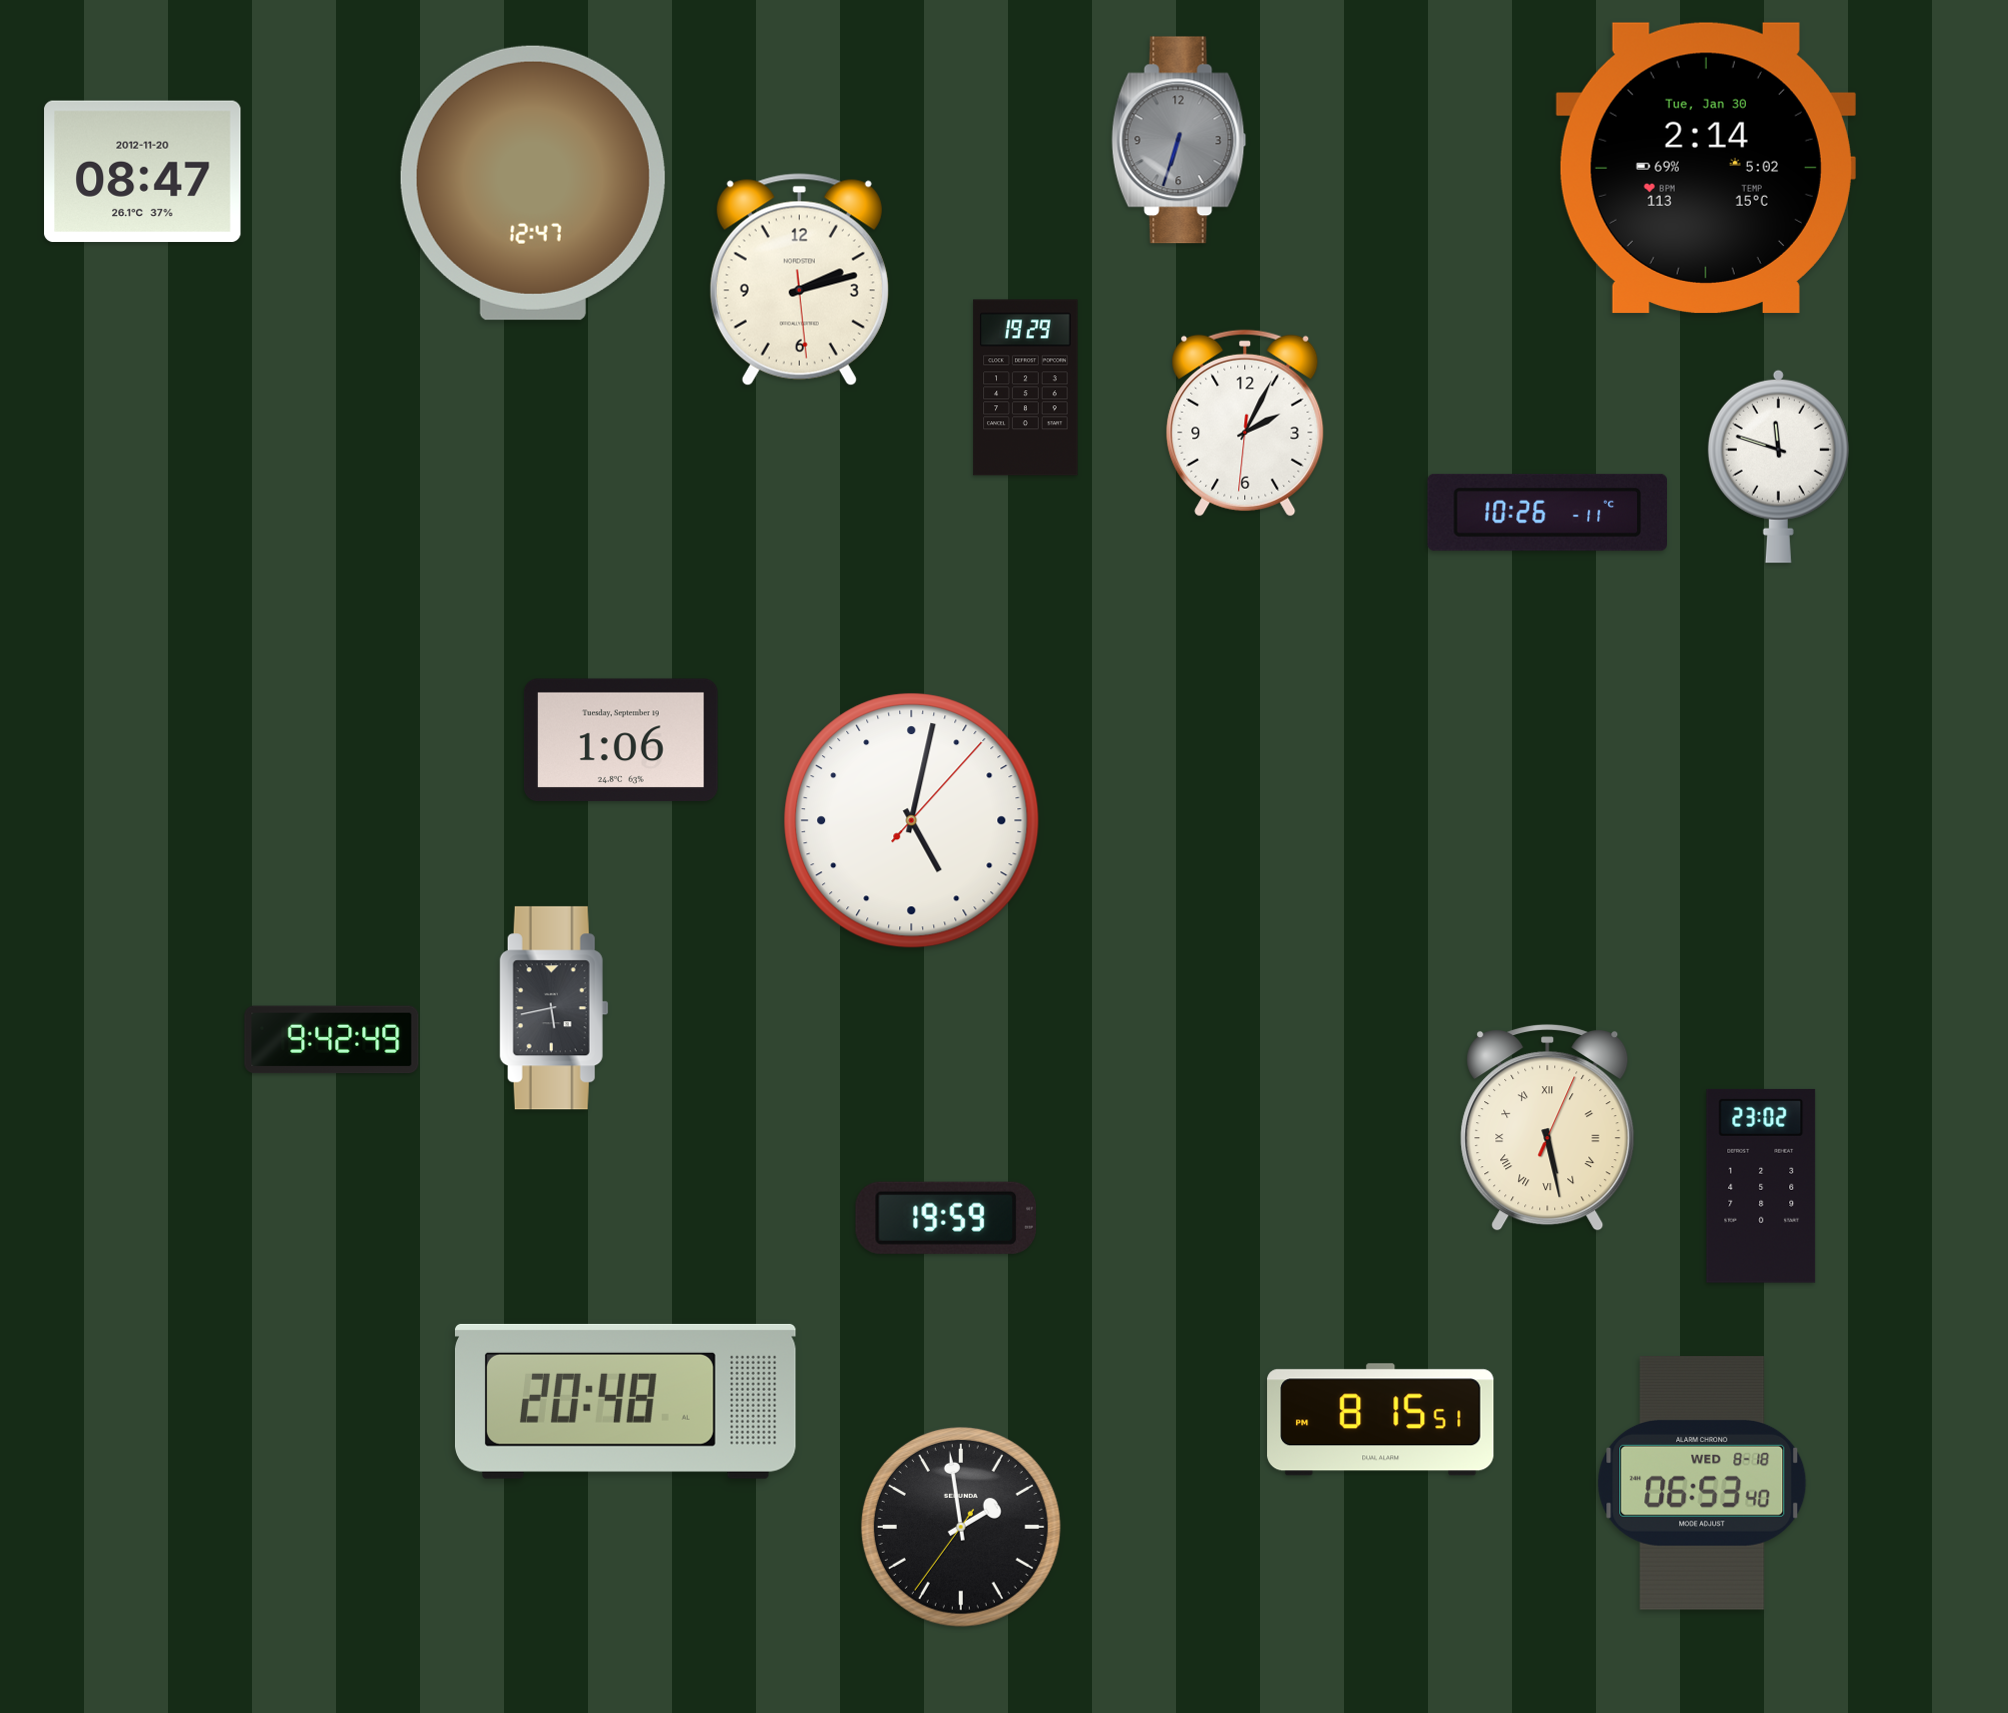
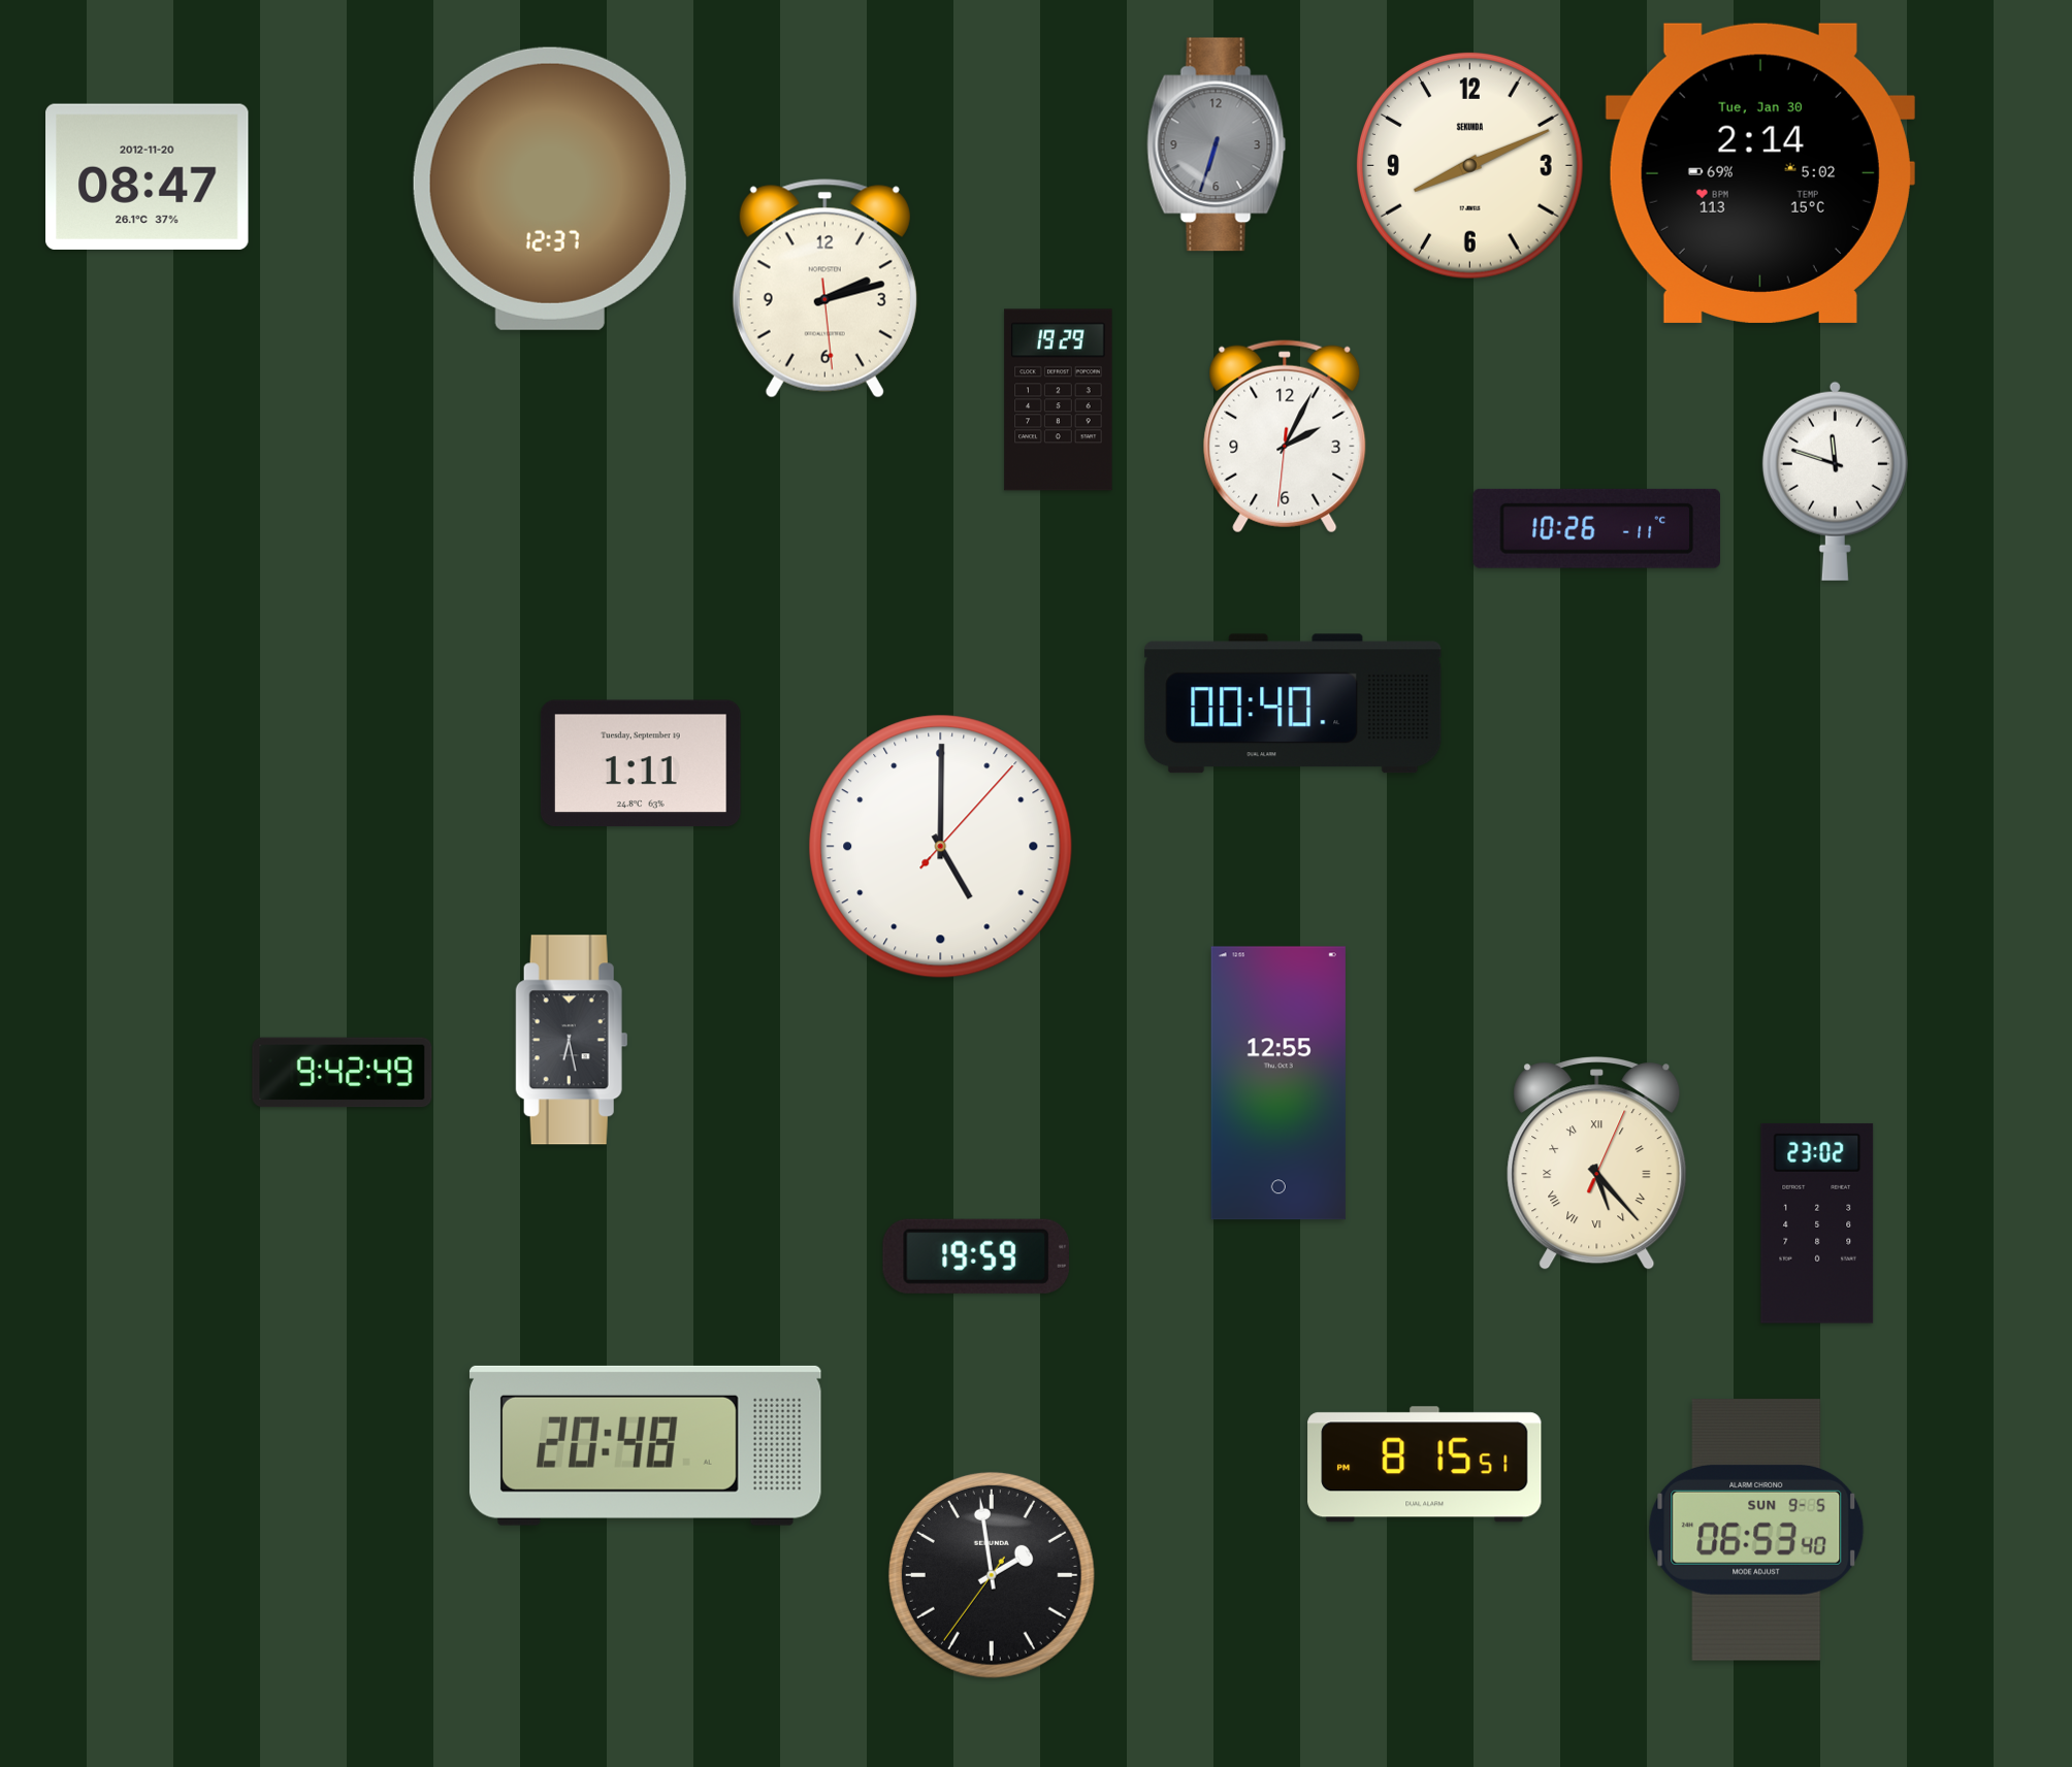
clock at (1470, 166): none -> 8:11
clock at (533, 183): 12:47 -> 12:37
clock at (1293, 703): none -> 00:40
clock at (621, 740): 1:06 -> 1:11
clock at (912, 821): 5:02 -> 5:00
clock at (554, 1008): 5:43 -> 6:28
clock at (1278, 1083): none -> 12:55
clock at (1548, 1128): 5:28 -> 5:23
clock at (1702, 1484) date: WED 8-18 -> SUN 9-5
